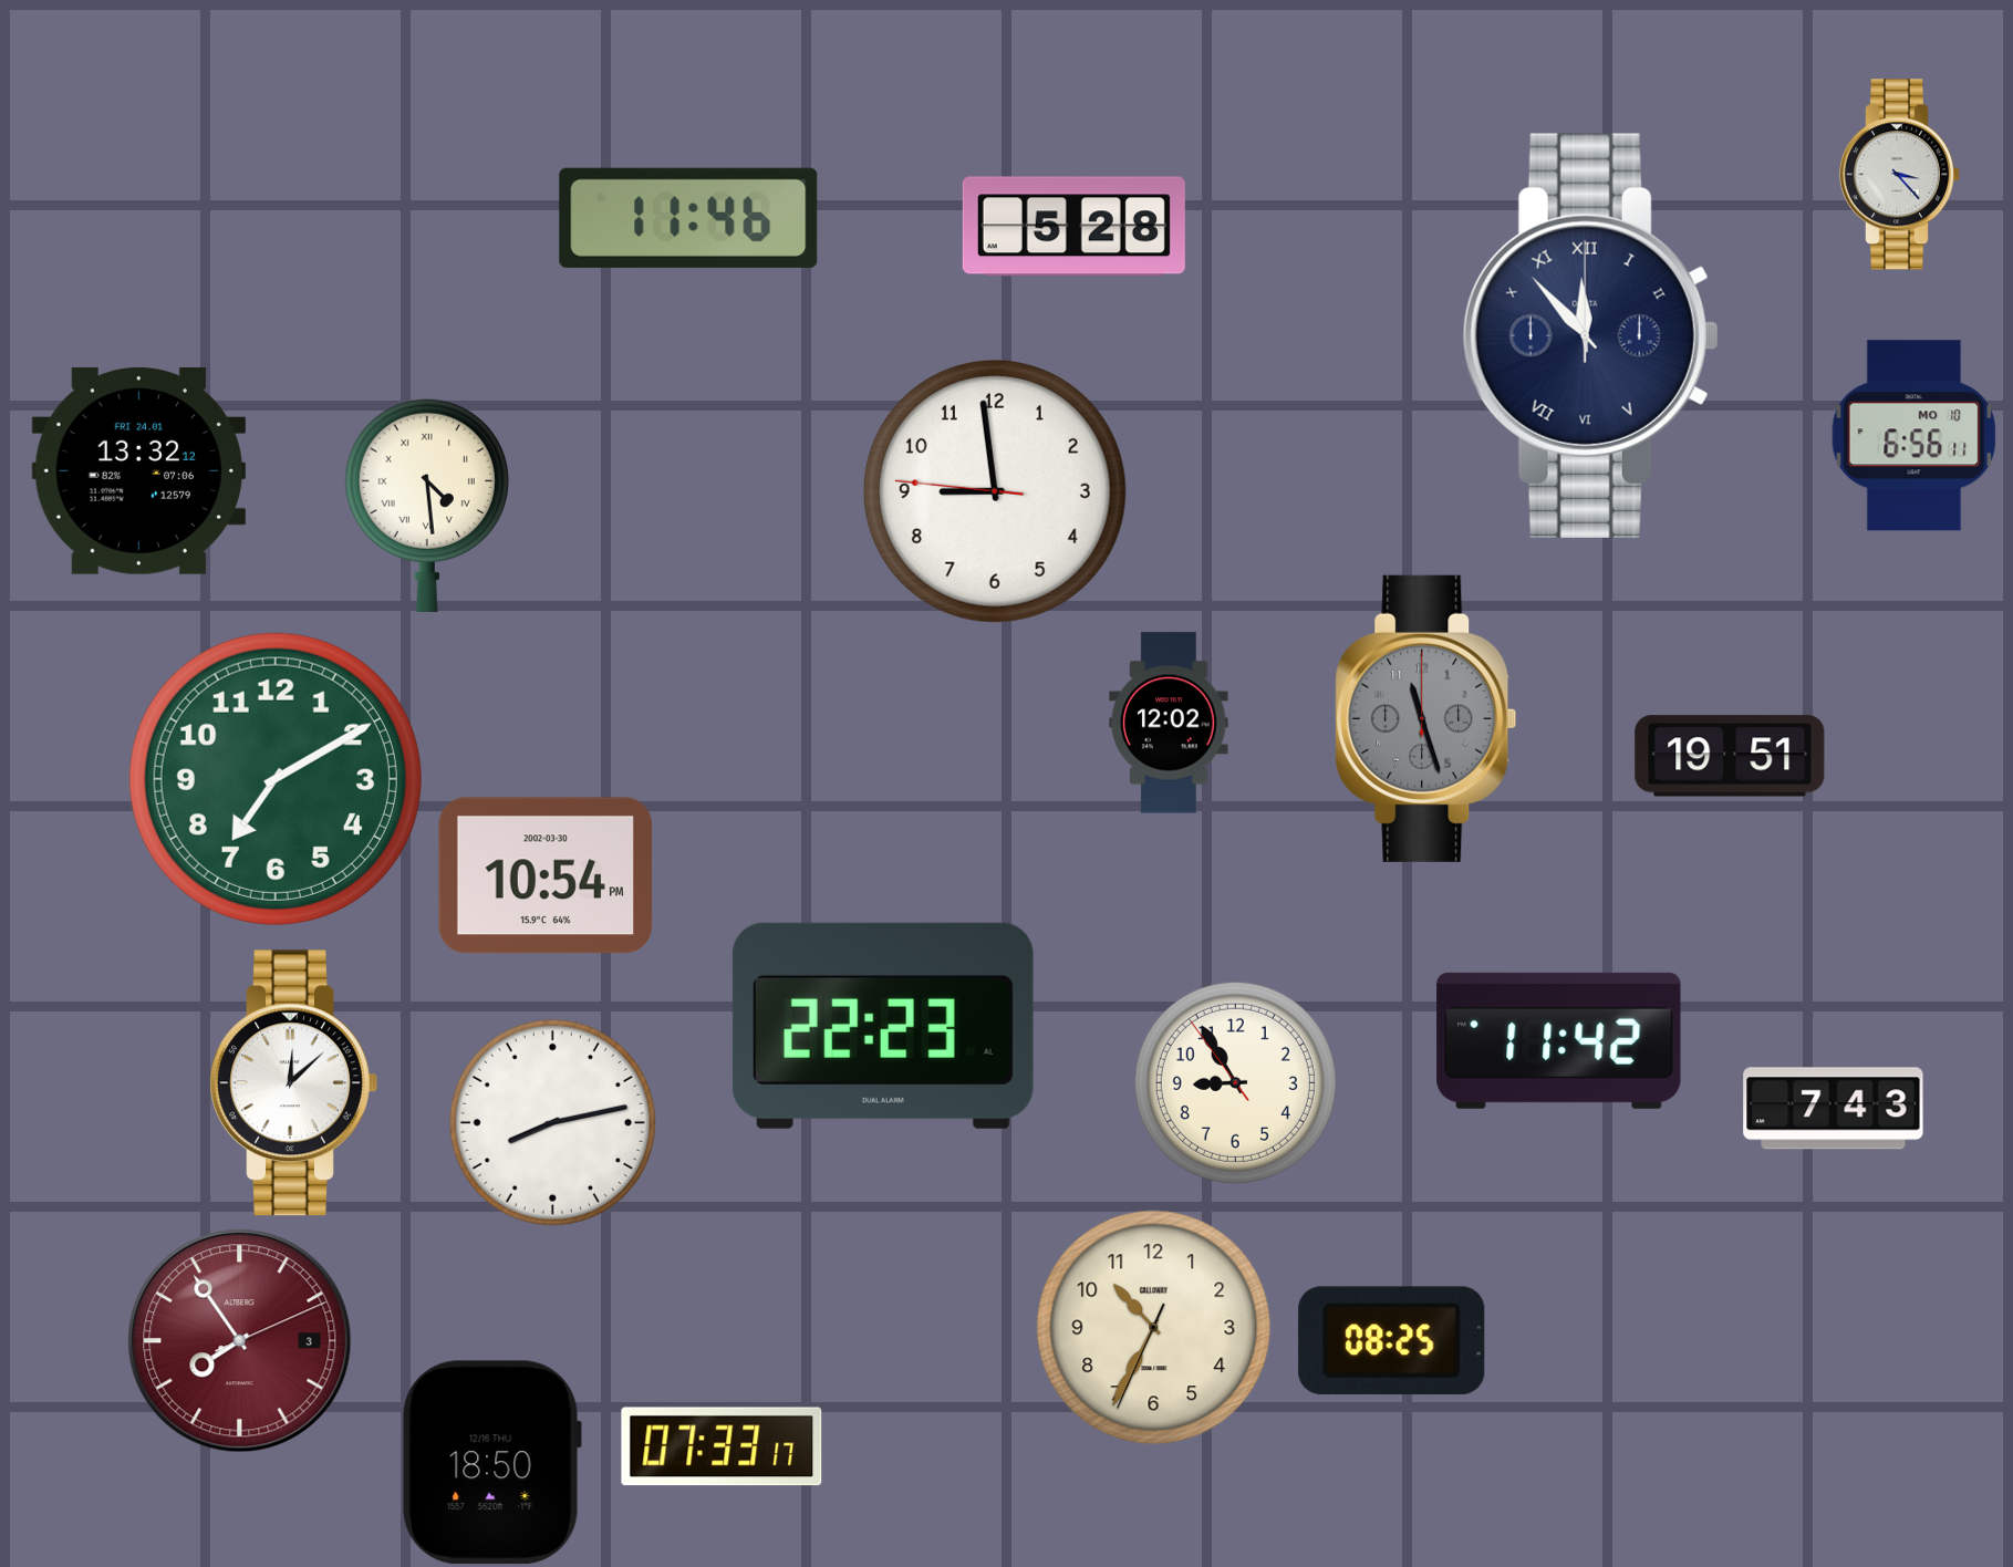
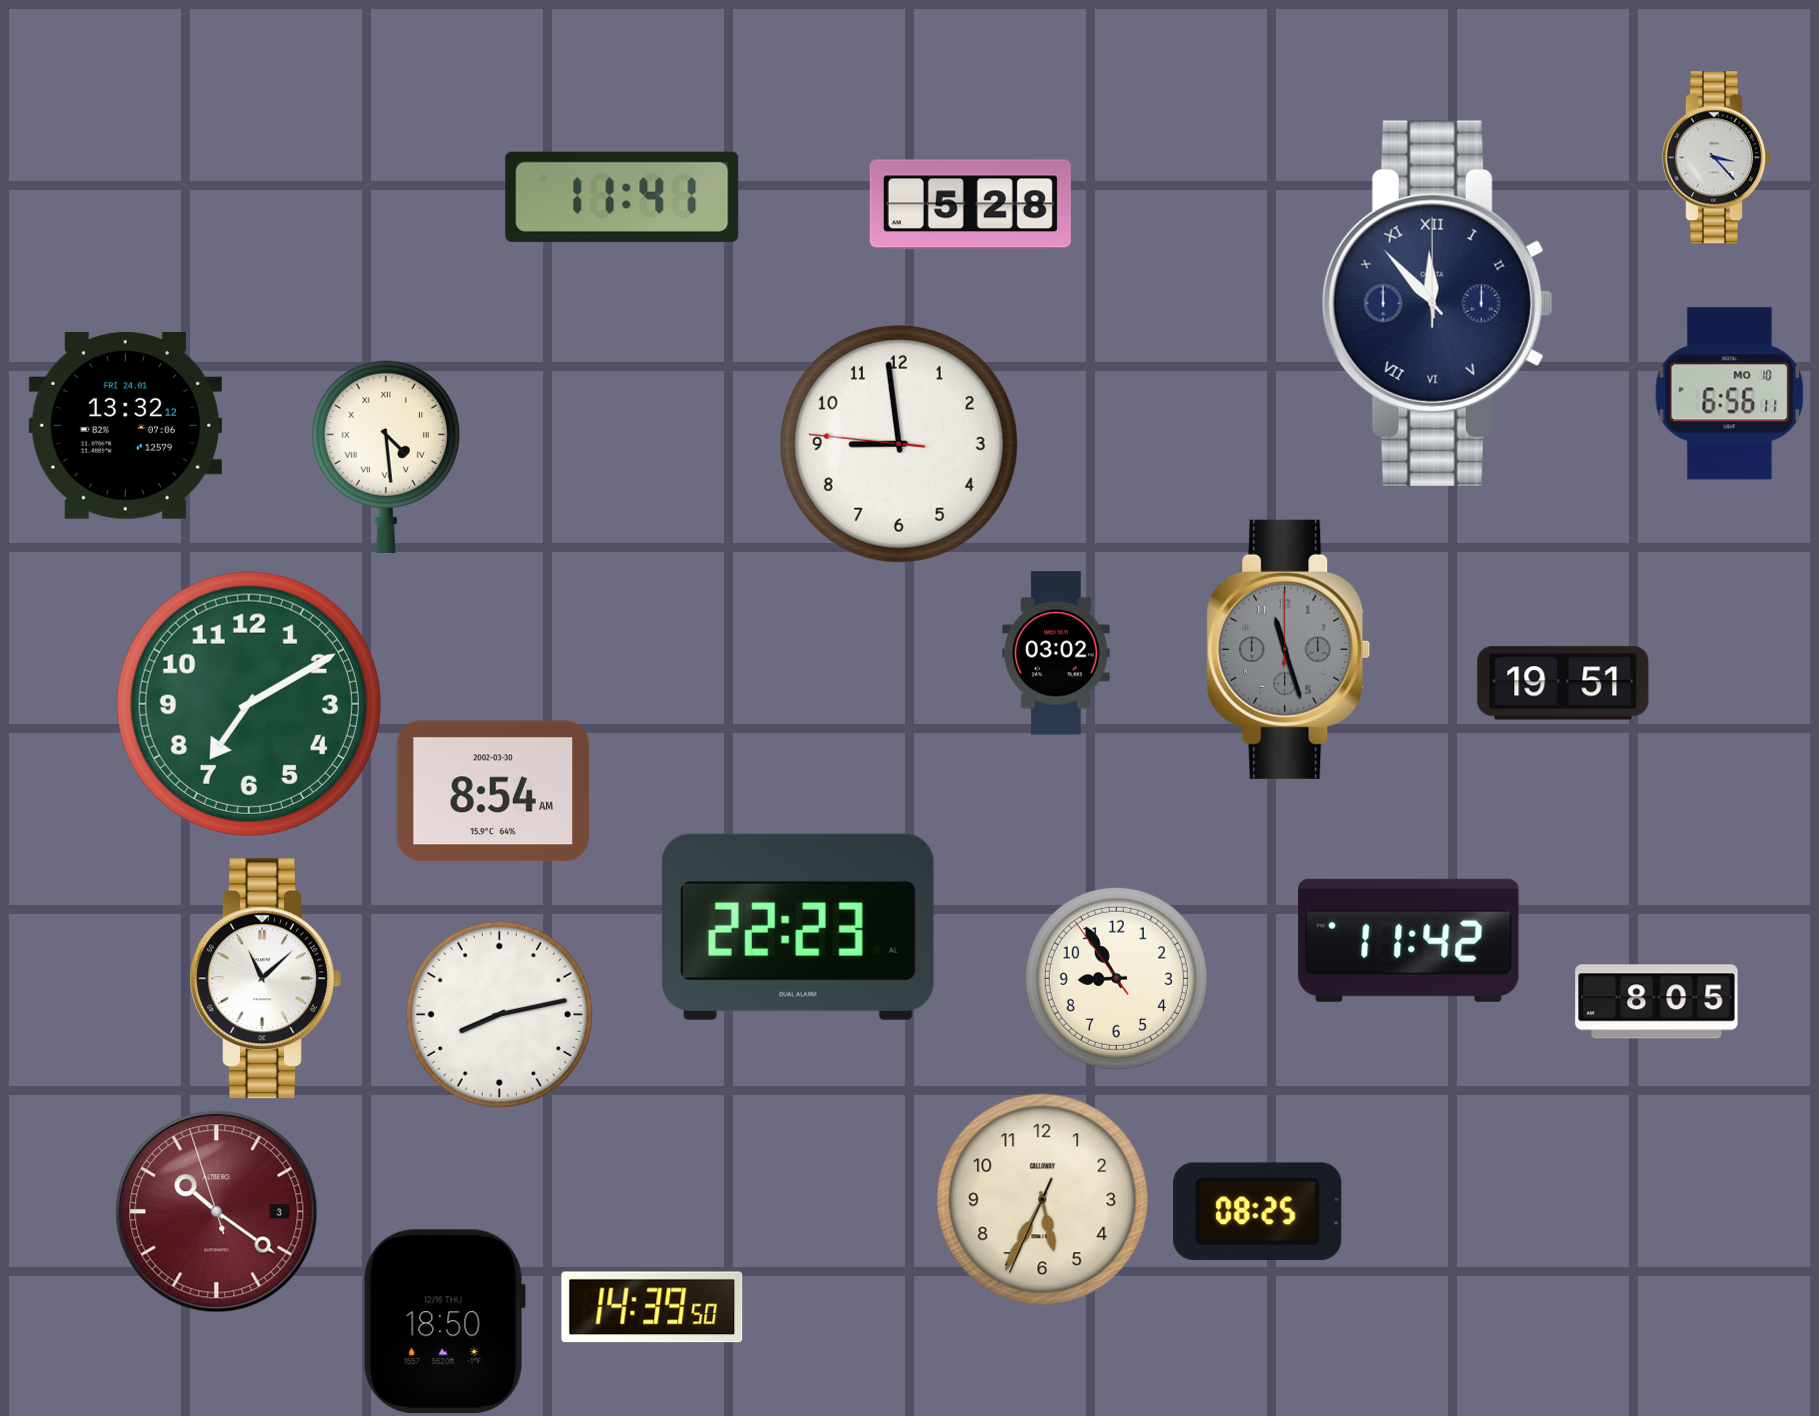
clock at (688, 218): 11:46 -> 11:41
clock at (1169, 723): 12:02 -> 03:02
clock at (544, 875): 10:54 -> 8:54
clock at (293, 1083): 12:08 -> 11:08
clock at (1834, 1109): 7:43 -> 8:05
clock at (1154, 1328): 10:34 -> 5:34
clock at (240, 1341): 7:54 -> 10:20
clock at (722, 1446): 07:33 -> 14:39
